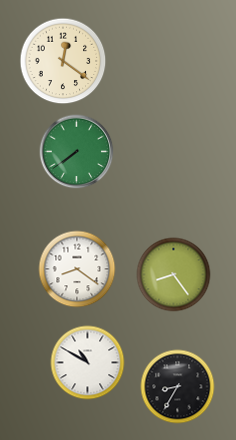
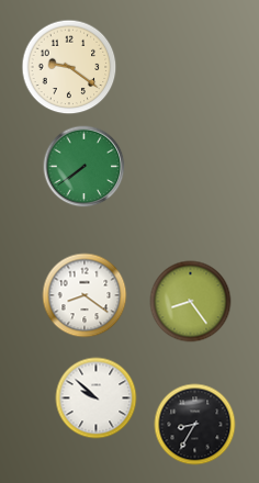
clock at (63, 61): 12:21 -> 9:21
clock at (88, 363): 10:50 -> 9:52
